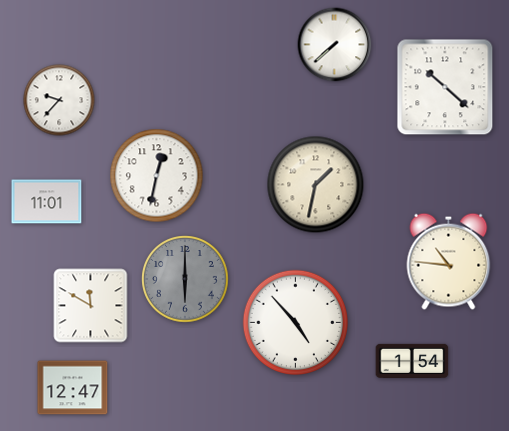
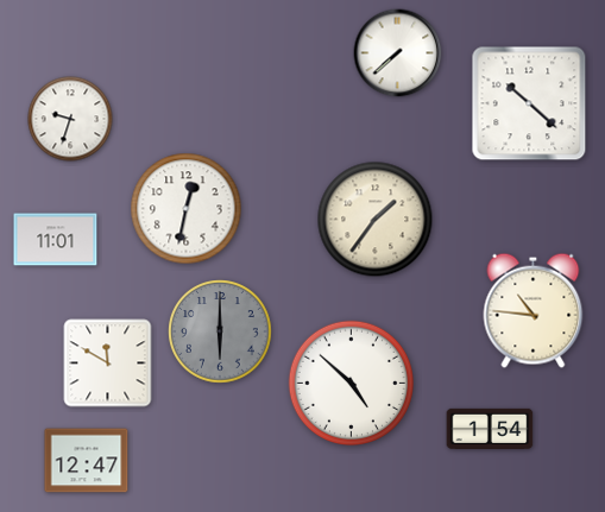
clock at (59, 100): 9:37 -> 9:33
clock at (316, 185): 1:32 -> 1:36
clock at (295, 322): 4:53 -> 4:52
